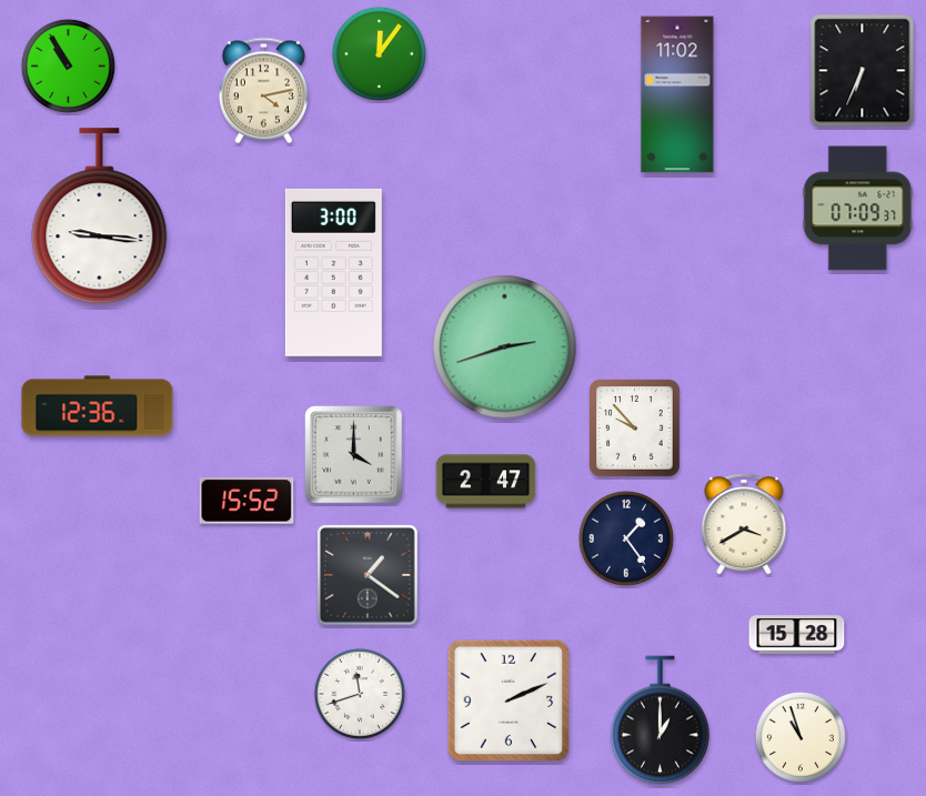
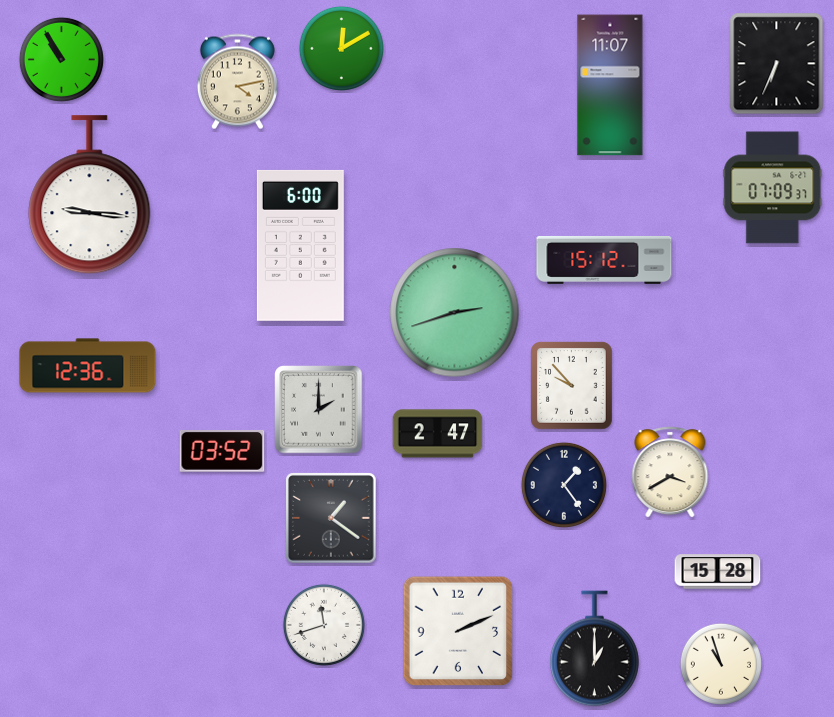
clock at (379, 53): 12:06 -> 12:10
clock at (677, 94): 11:02 -> 11:07
clock at (333, 272): 3:00 -> 6:00
clock at (604, 260): none -> 15:12
clock at (354, 455): 4:00 -> 2:00
clock at (246, 501): 15:52 -> 03:52
